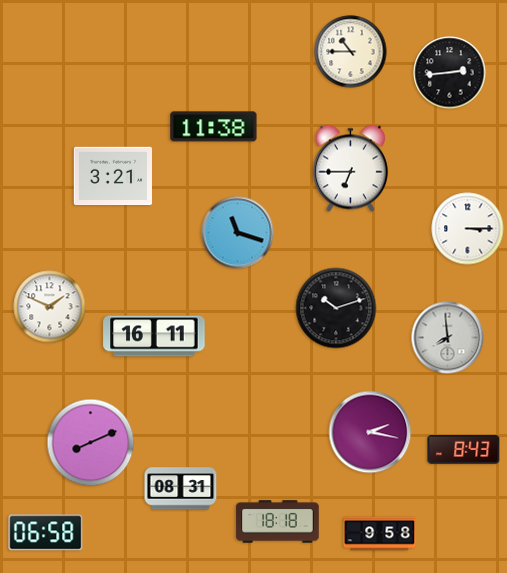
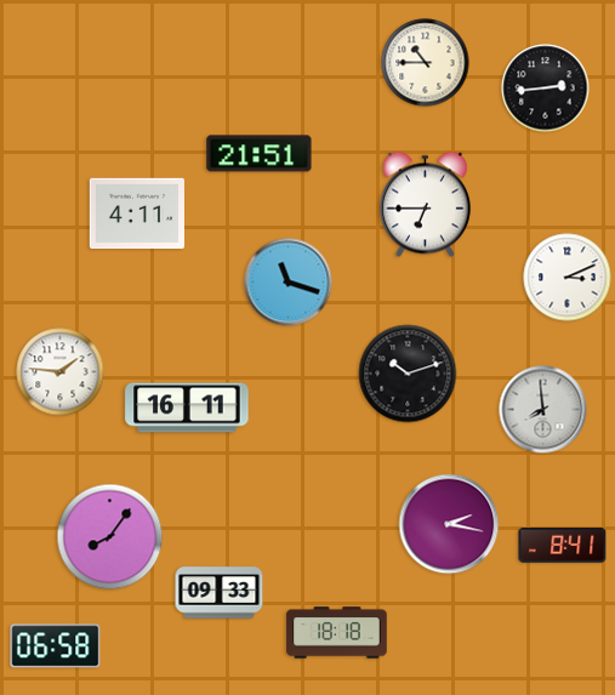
clock at (214, 127): 11:38 -> 21:51
clock at (112, 176): 3:21 -> 4:11
clock at (468, 229): 3:15 -> 3:11
clock at (50, 307): 1:49 -> 1:46
clock at (91, 443): 8:11 -> 8:06
clock at (464, 450): 8:43 -> 8:41
clock at (181, 489): 08:31 -> 09:33
clock at (380, 534): 9:58 -> none
